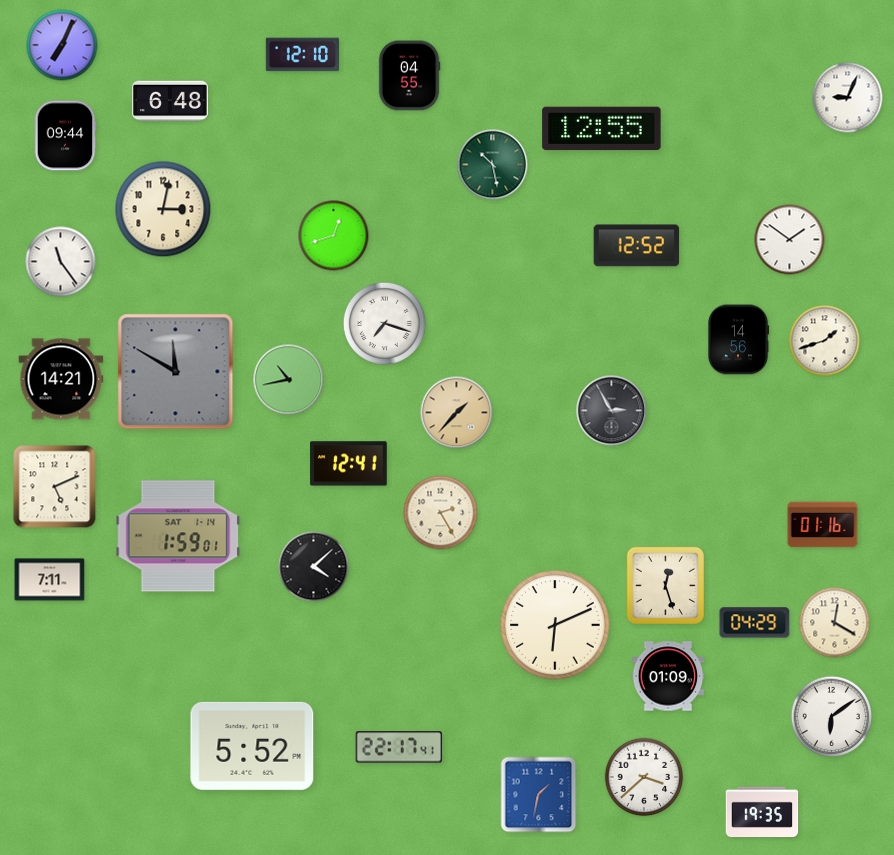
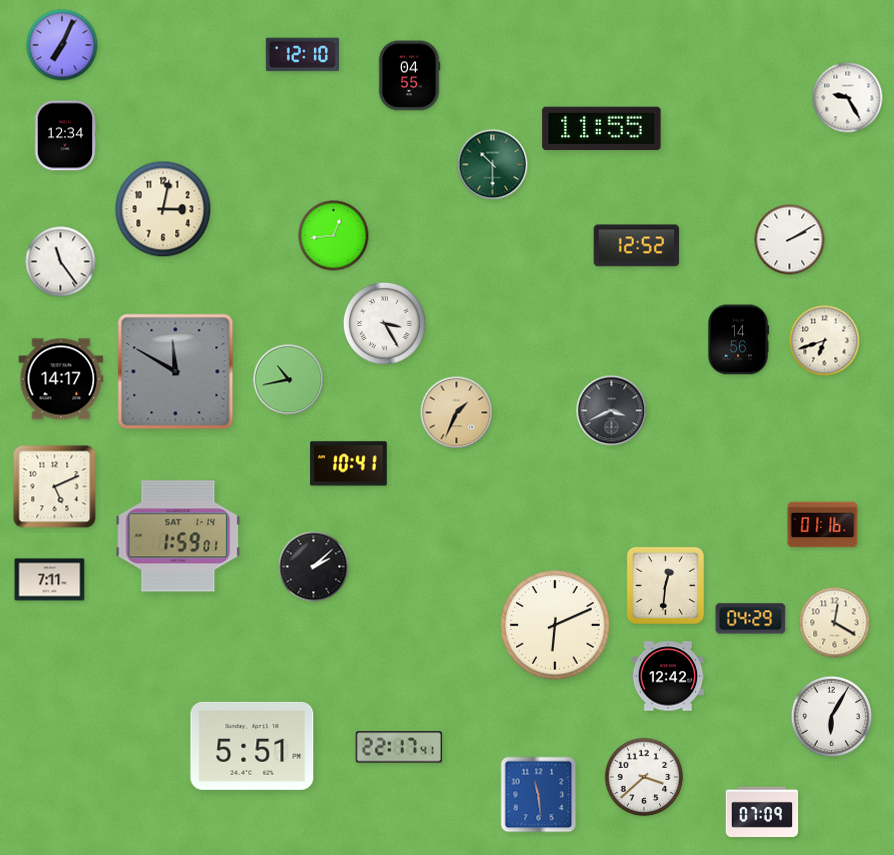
clock at (848, 98): 9:04 -> 9:25
clock at (171, 101): 6:48 -> none
clock at (602, 129): 12:55 -> 11:55
clock at (65, 136): 09:44 -> 12:34
clock at (493, 165): 10:28 -> 10:30
clock at (334, 236): 12:42 -> 12:44
clock at (790, 240): 1:51 -> 2:10
clock at (384, 323): 7:18 -> 3:25
clock at (825, 341): 1:42 -> 6:42
clock at (61, 379): 14:21 -> 14:17
clock at (612, 411): 2:55 -> 3:41
clock at (457, 413): 1:37 -> 1:34
clock at (349, 464): 12:41 -> 10:41
clock at (441, 513): 2:25 -> none
clock at (314, 567): 4:08 -> 2:08
clock at (665, 585): 12:27 -> 12:31
clock at (755, 623) position: (755, 623) -> (751, 619)
clock at (668, 676): 01:09 -> 12:42
clock at (831, 716): 6:09 -> 6:05
clock at (252, 746): 5:52 -> 5:51
clock at (539, 795): 1:32 -> 11:29
clock at (762, 812): 19:35 -> 07:09
